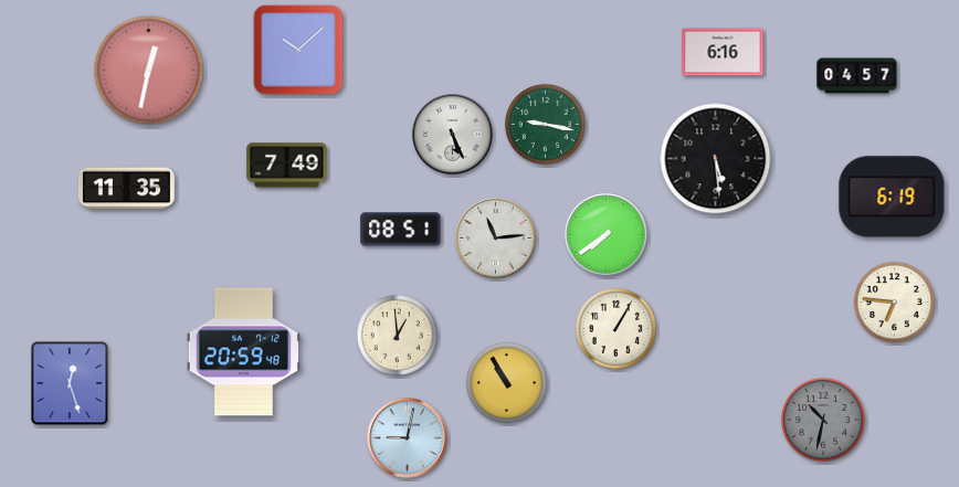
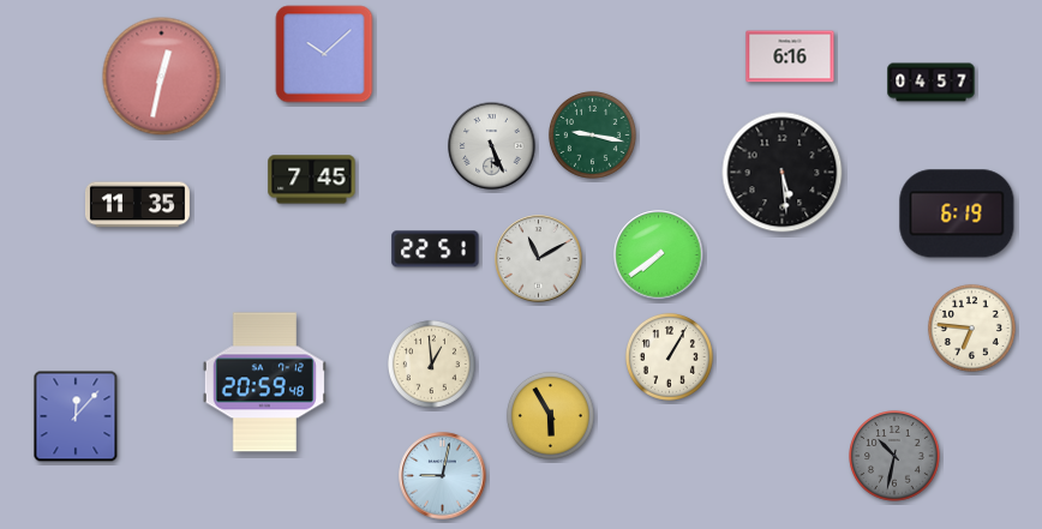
clock at (723, 52) position: (723, 52) -> (790, 56)
clock at (716, 159) position: (716, 159) -> (783, 173)
clock at (287, 166): 7:49 -> 7:45
clock at (892, 197) position: (892, 197) -> (957, 214)
clock at (401, 230): 08:51 -> 22:51
clock at (496, 239): 11:14 -> 11:10
clock at (506, 382): 10:55 -> 5:55
clock at (70, 383): 12:27 -> 12:07
